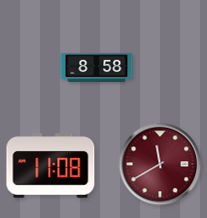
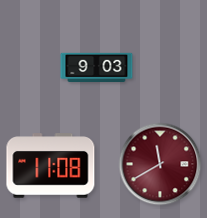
clock at (97, 68): 8:58 -> 9:03
